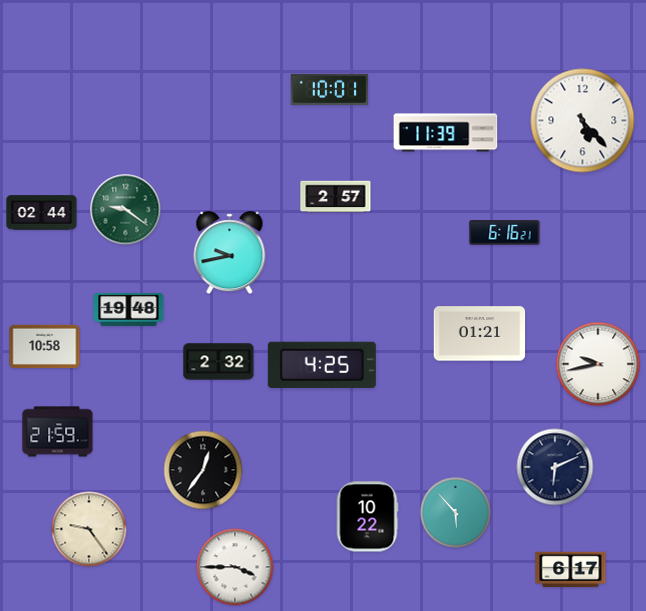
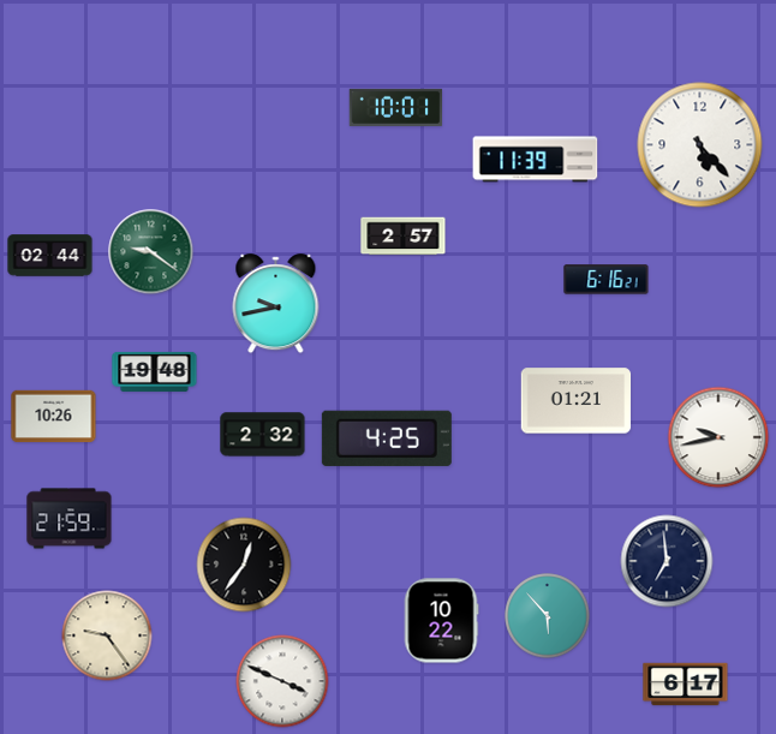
clock at (45, 347): 10:58 -> 10:26
clock at (555, 467): 6:11 -> 6:59
clock at (235, 567): 3:45 -> 3:49
